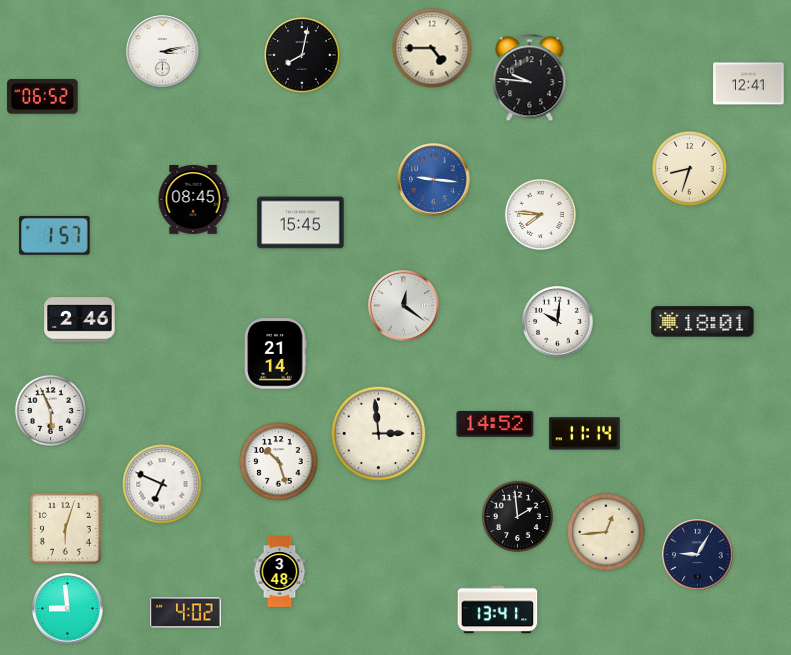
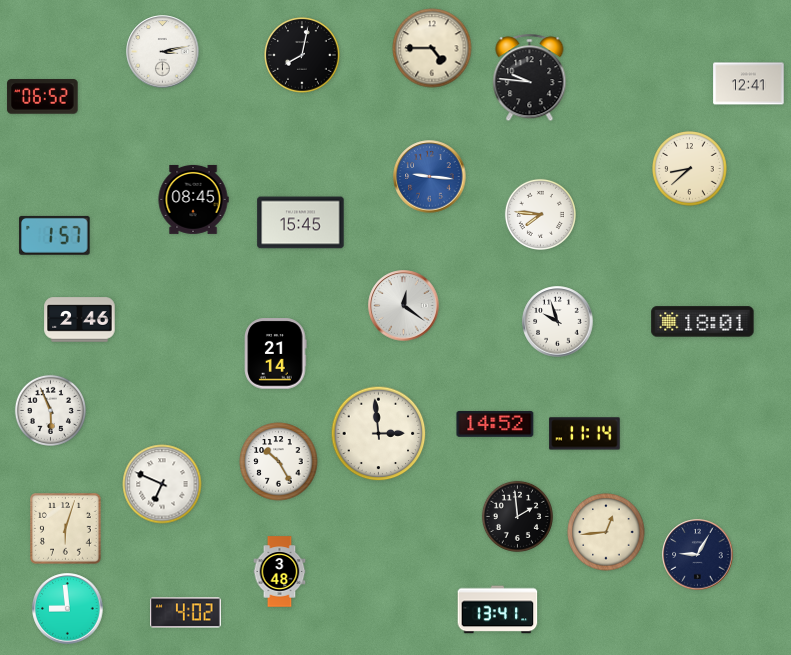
clock at (690, 169): 8:33 -> 8:38
clock at (434, 180) position: (434, 180) -> (430, 177)
clock at (558, 322): 10:01 -> 9:57
clock at (279, 462): 10:27 -> 10:25
